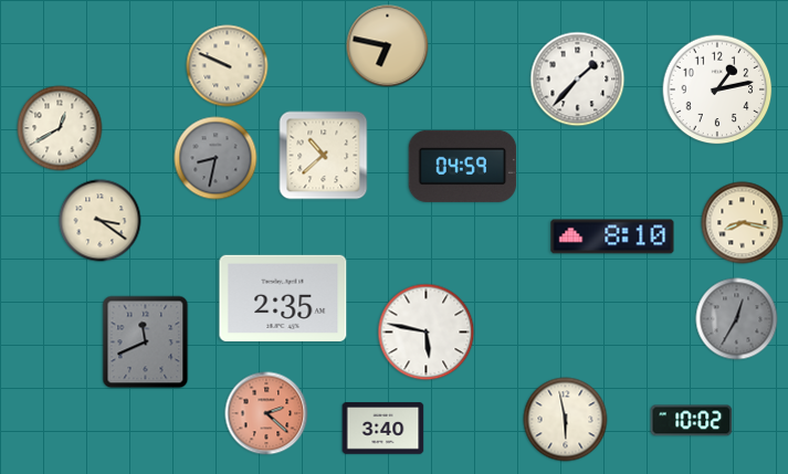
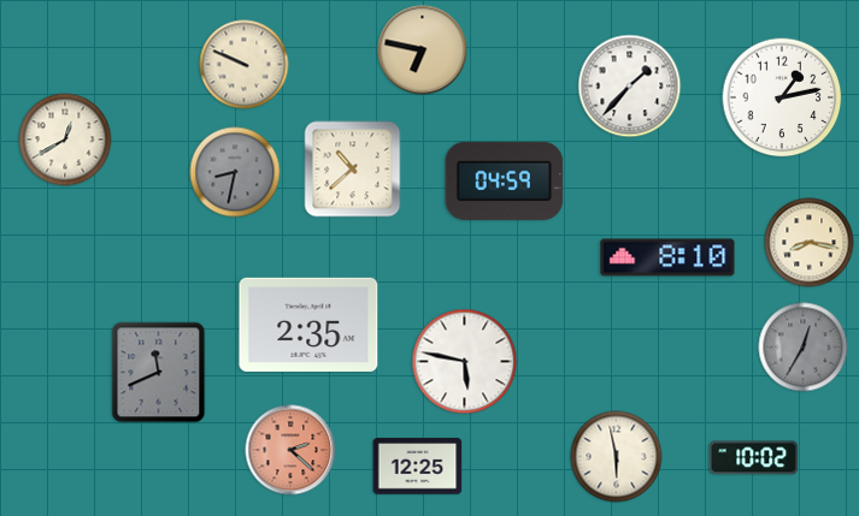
clock at (228, 66) position: (228, 66) -> (245, 65)
clock at (101, 221): 3:21 -> none
clock at (384, 429): 3:40 -> 12:25
